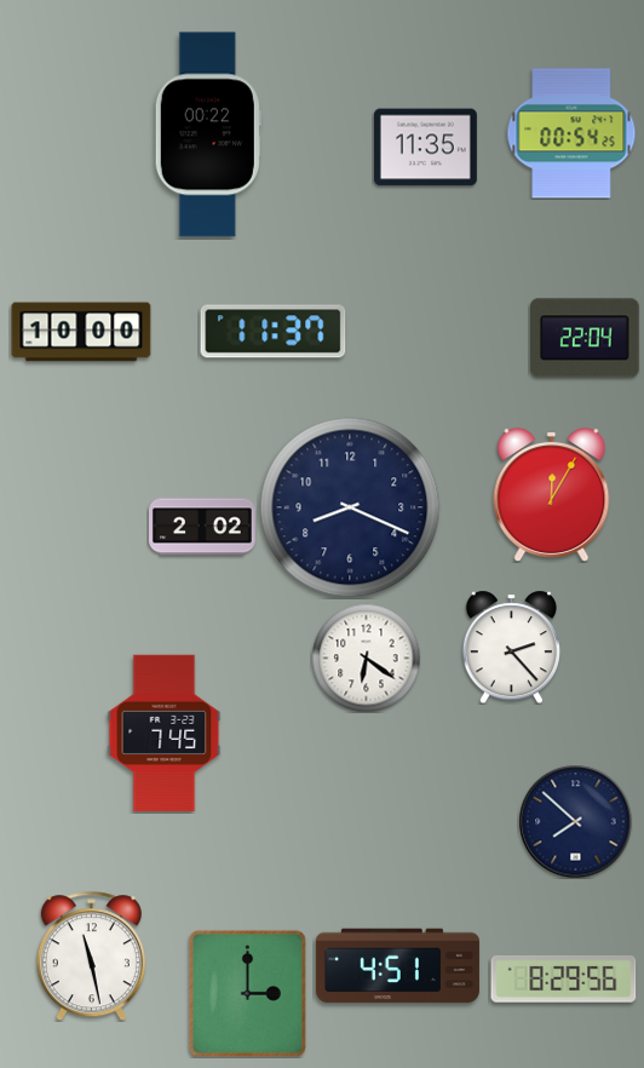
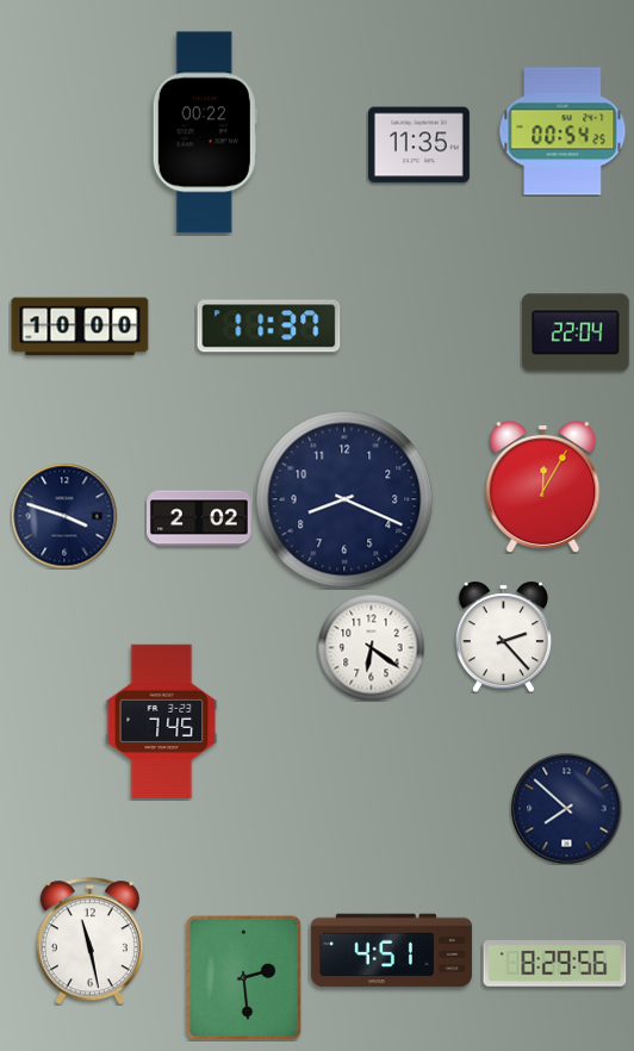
clock at (64, 516): none -> 3:48
clock at (366, 658) position: (366, 658) -> (371, 647)
clock at (247, 993): 3:00 -> 2:29
